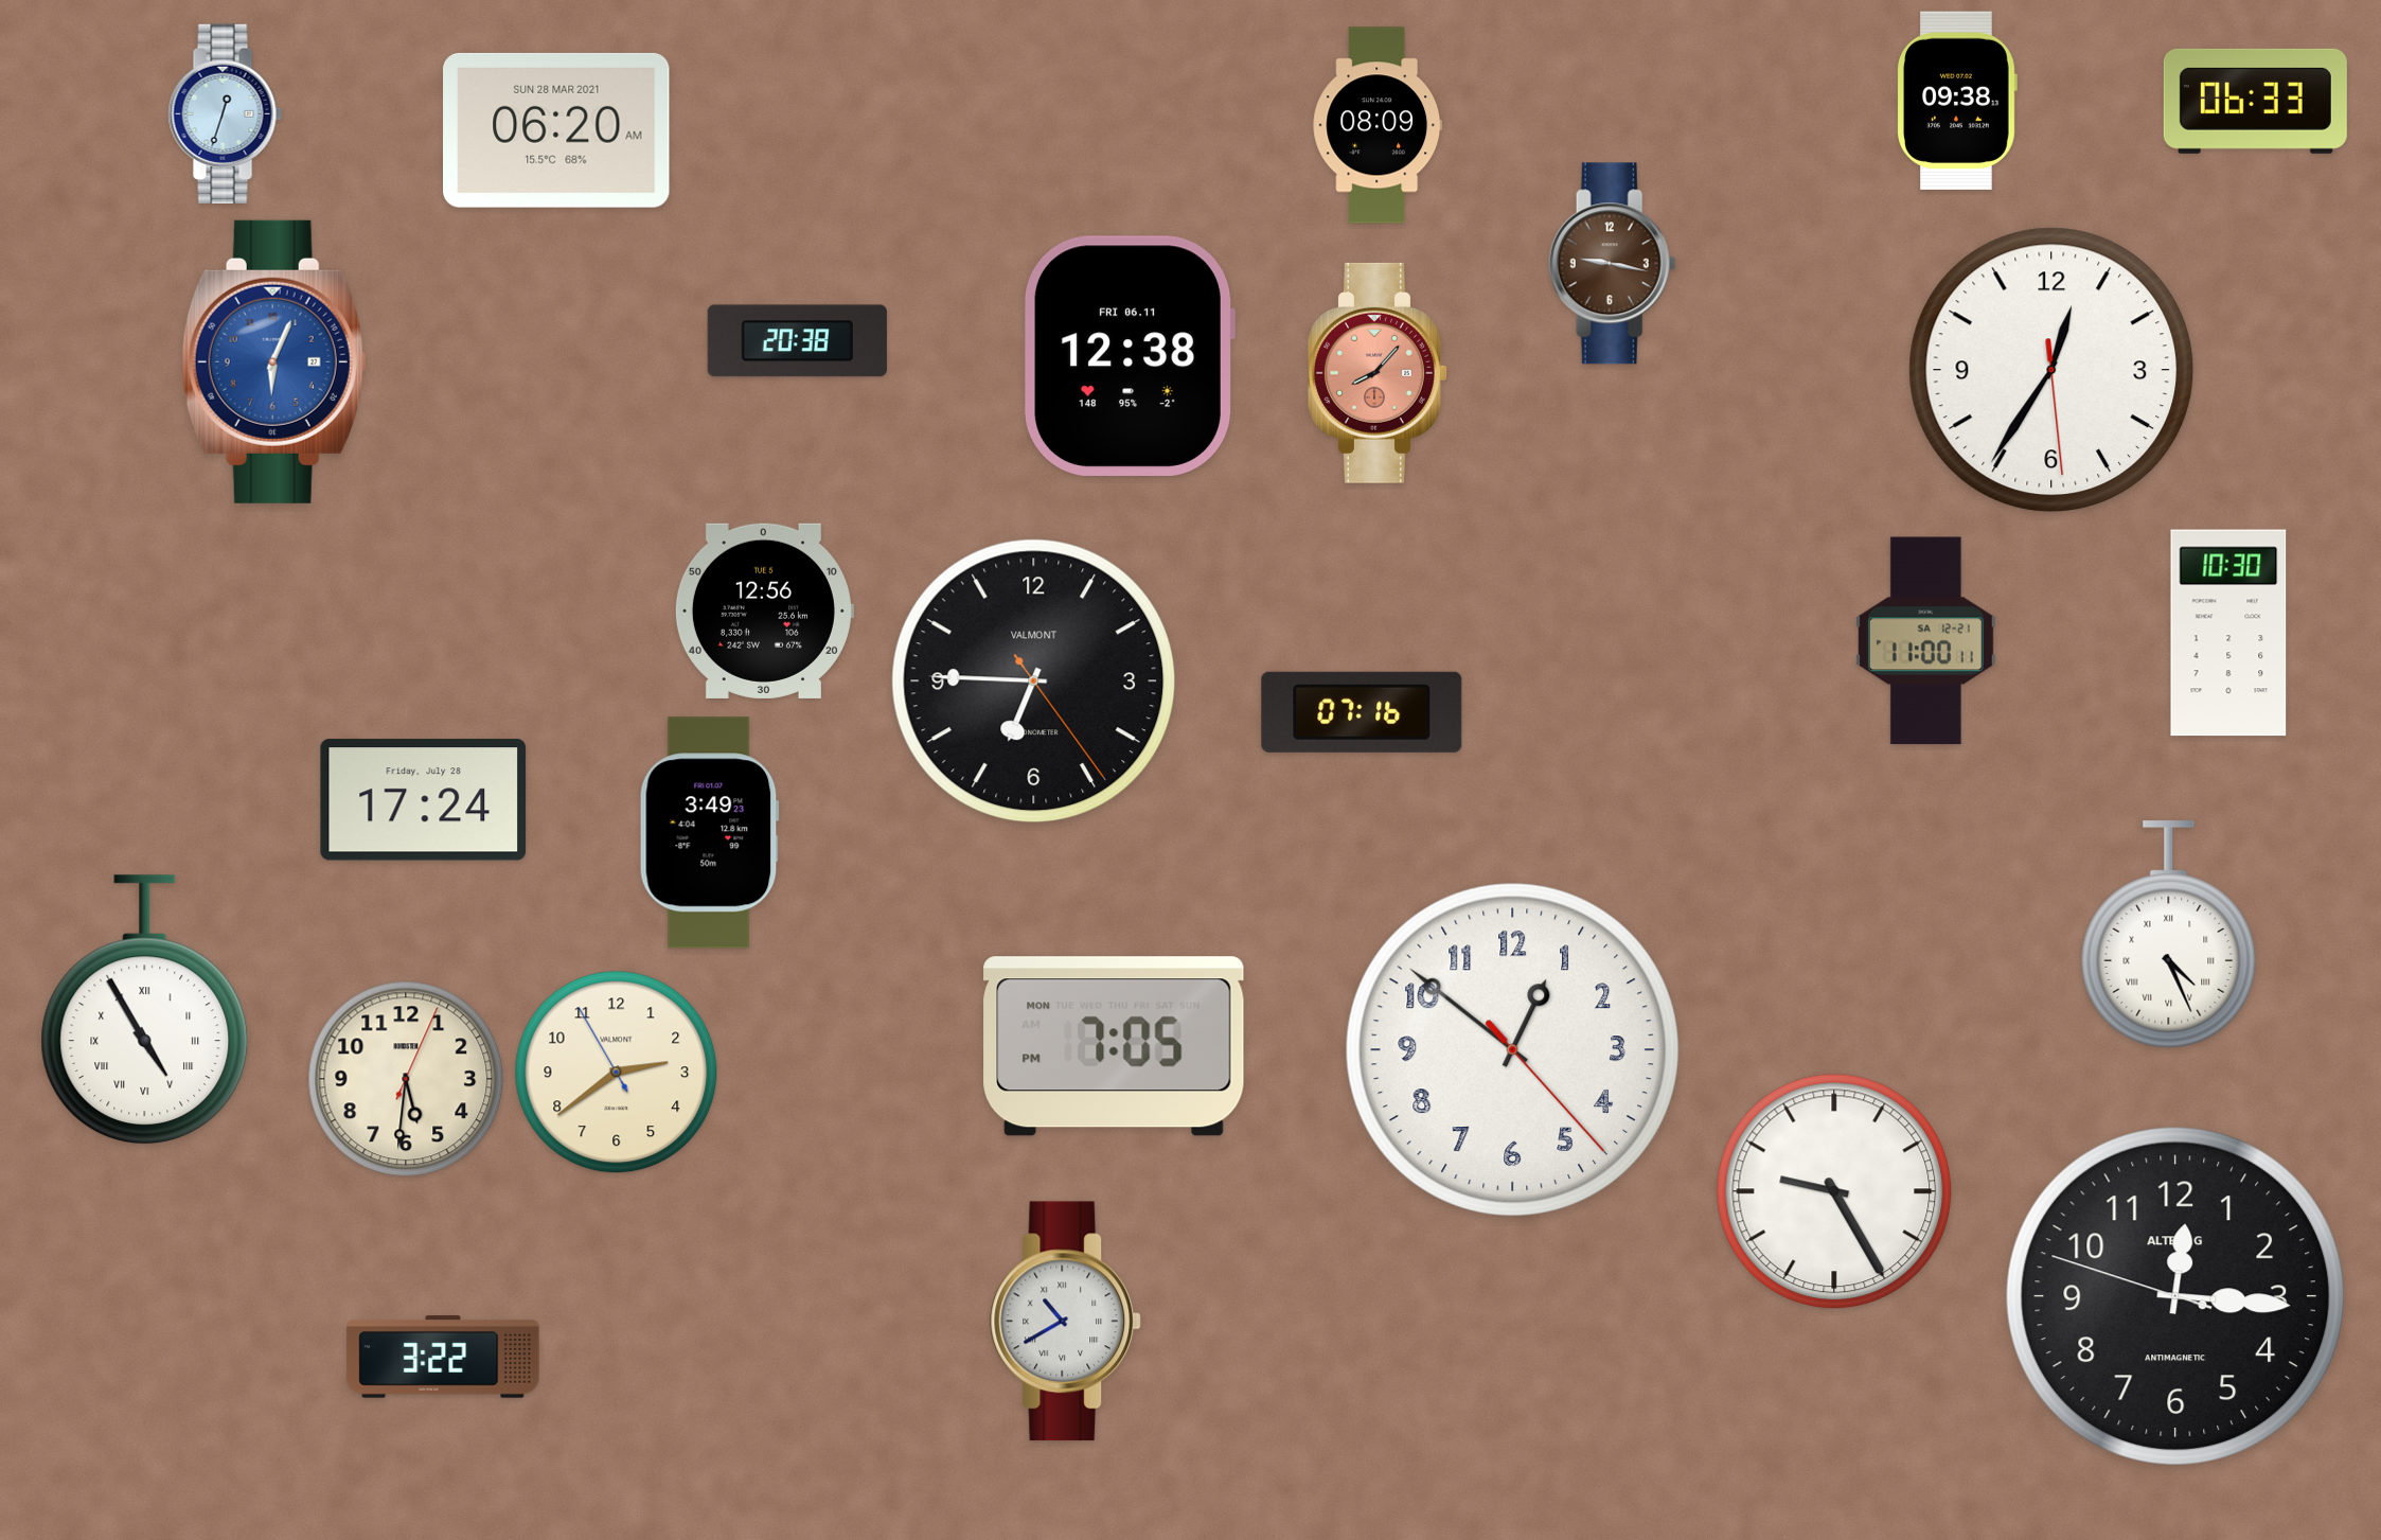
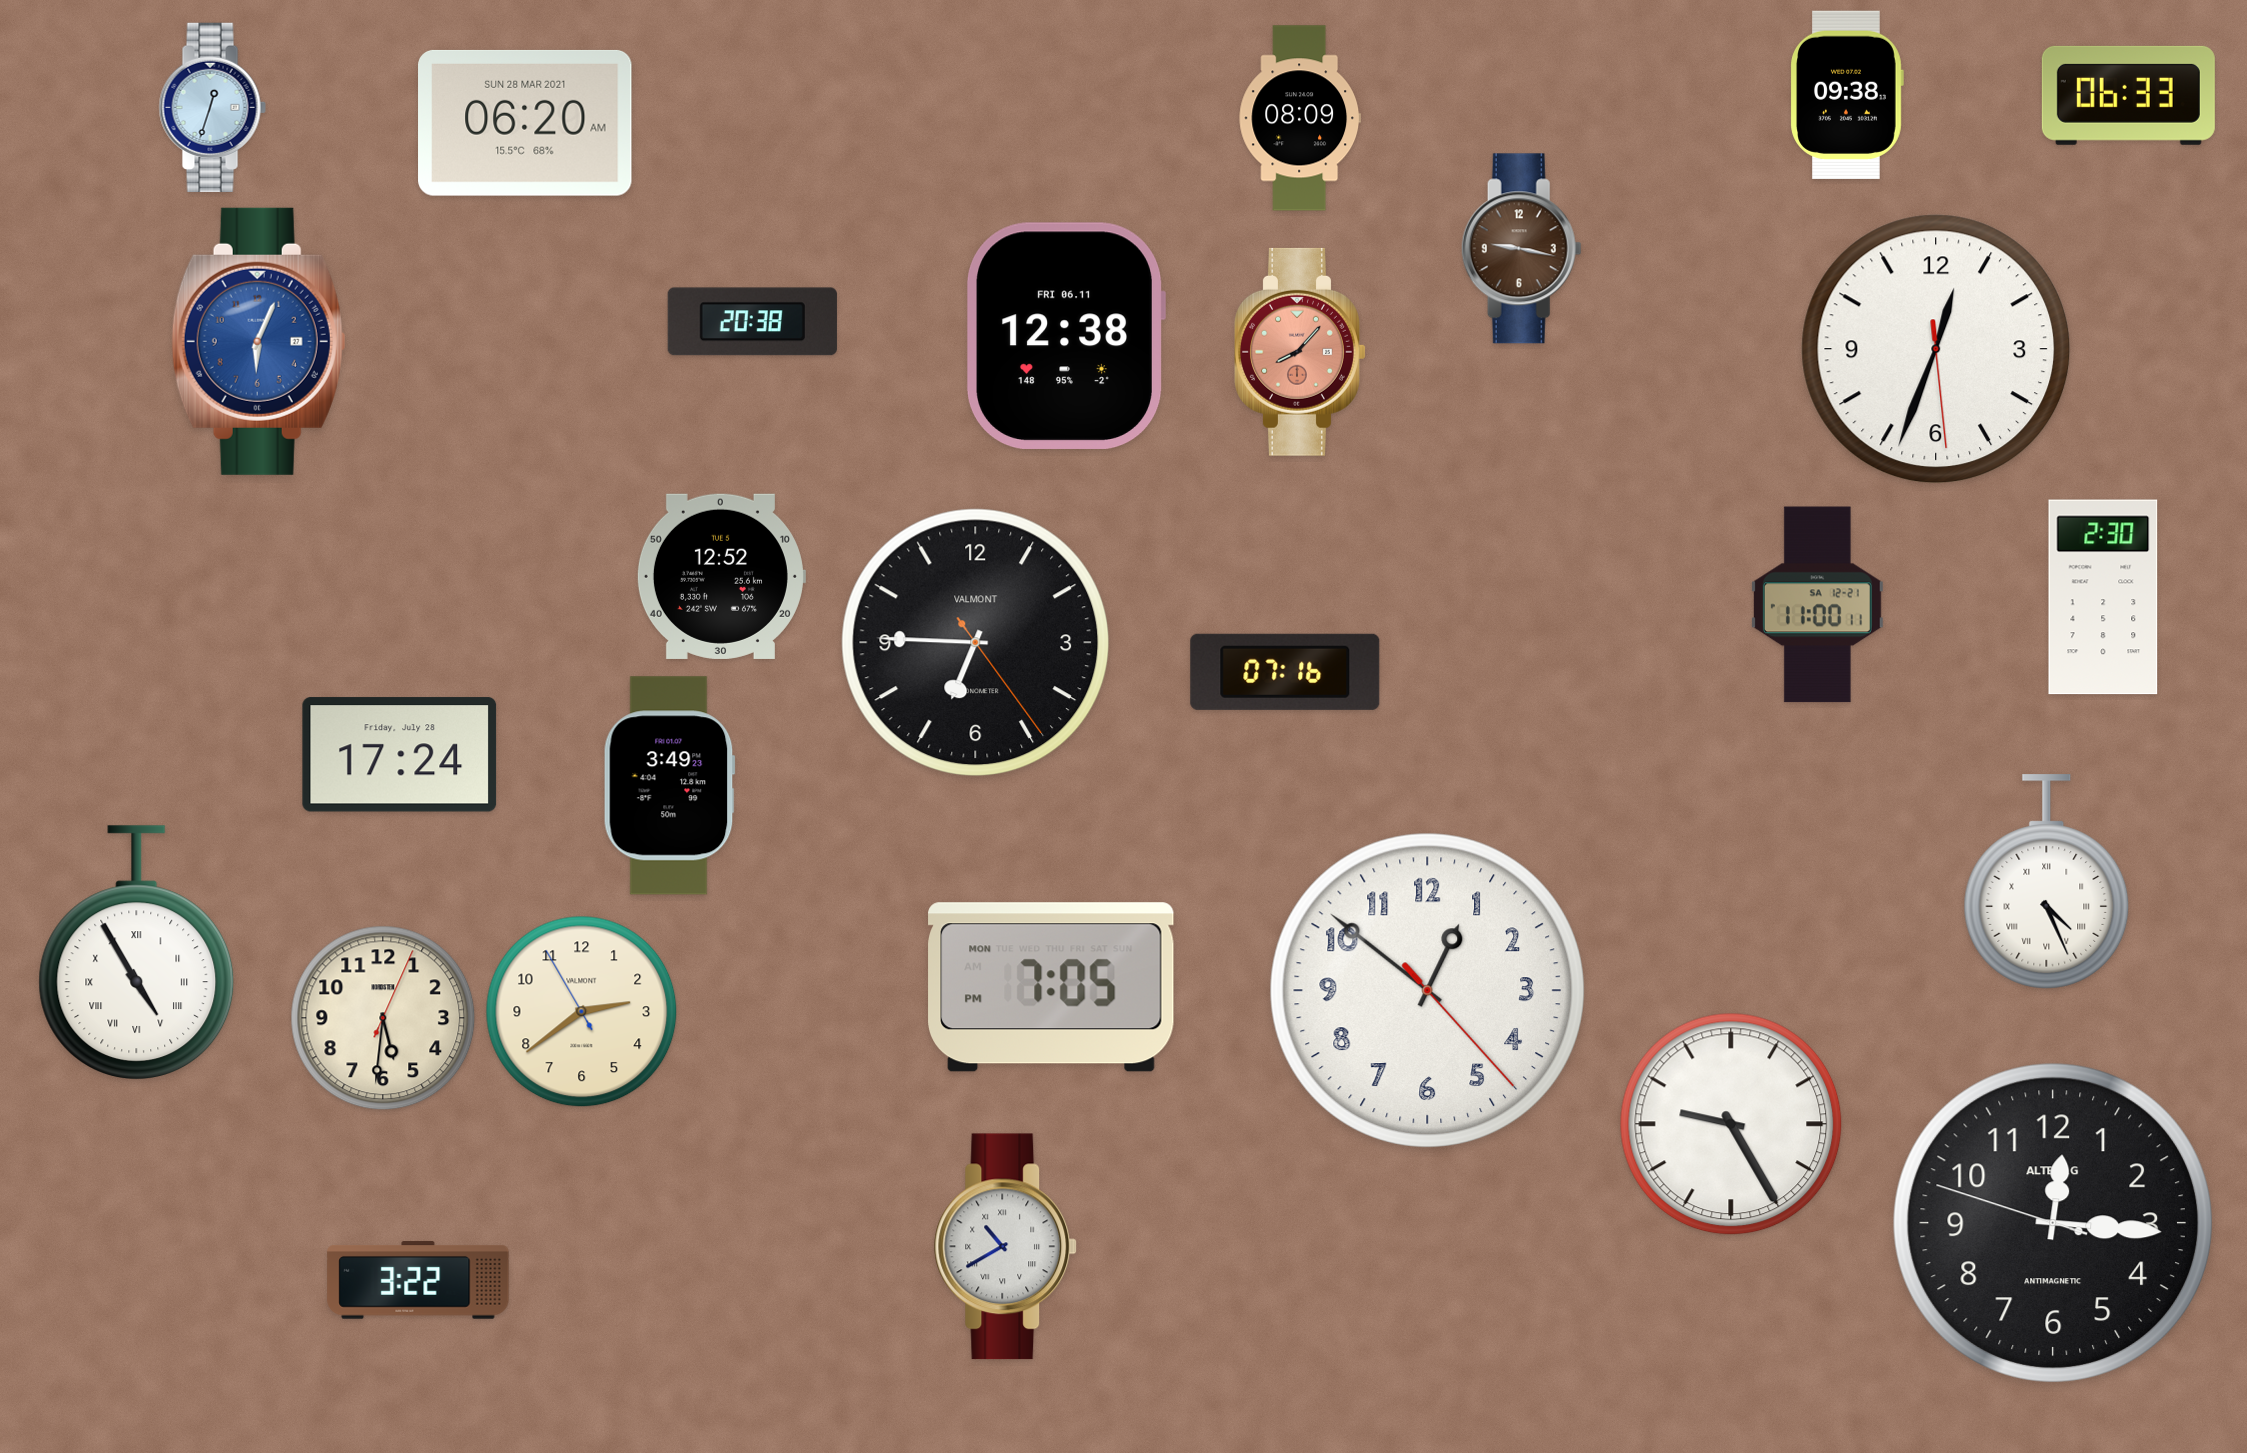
clock at (2051, 370): 12:35 -> 12:33
clock at (764, 610): 12:56 -> 12:52
clock at (2228, 633): 10:30 -> 2:30
